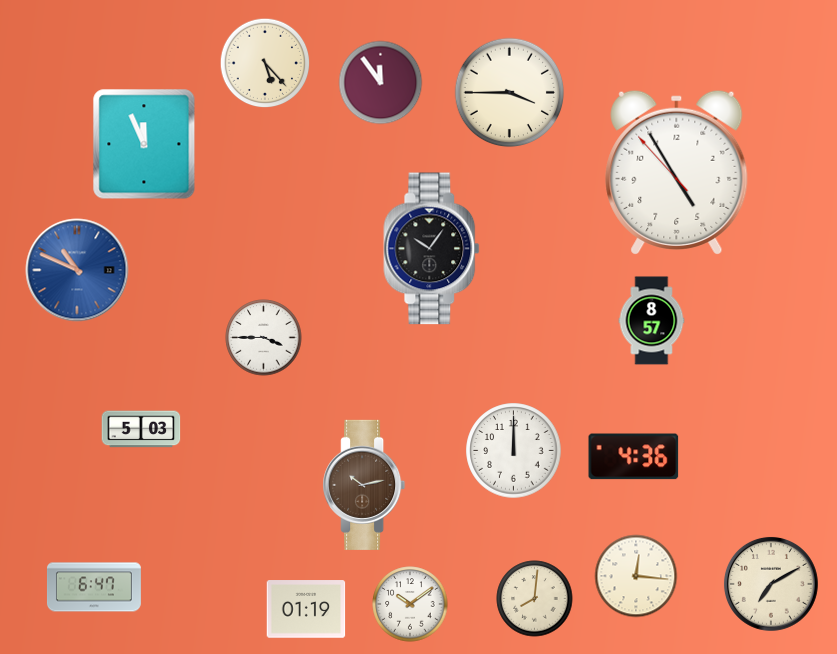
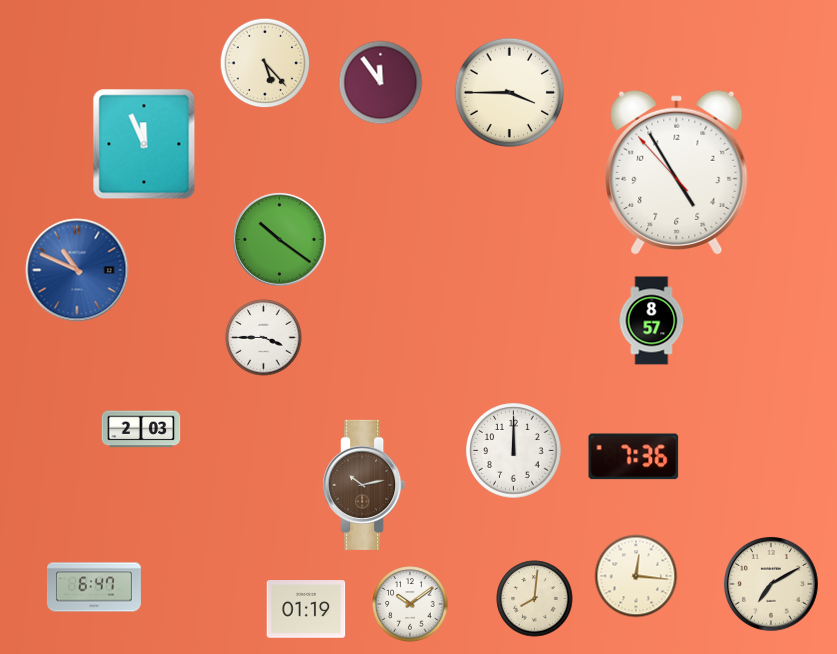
clock at (279, 239): none -> 10:21
clock at (432, 249): 10:06 -> none
clock at (141, 429): 5:03 -> 2:03
clock at (634, 457): 4:36 -> 7:36
